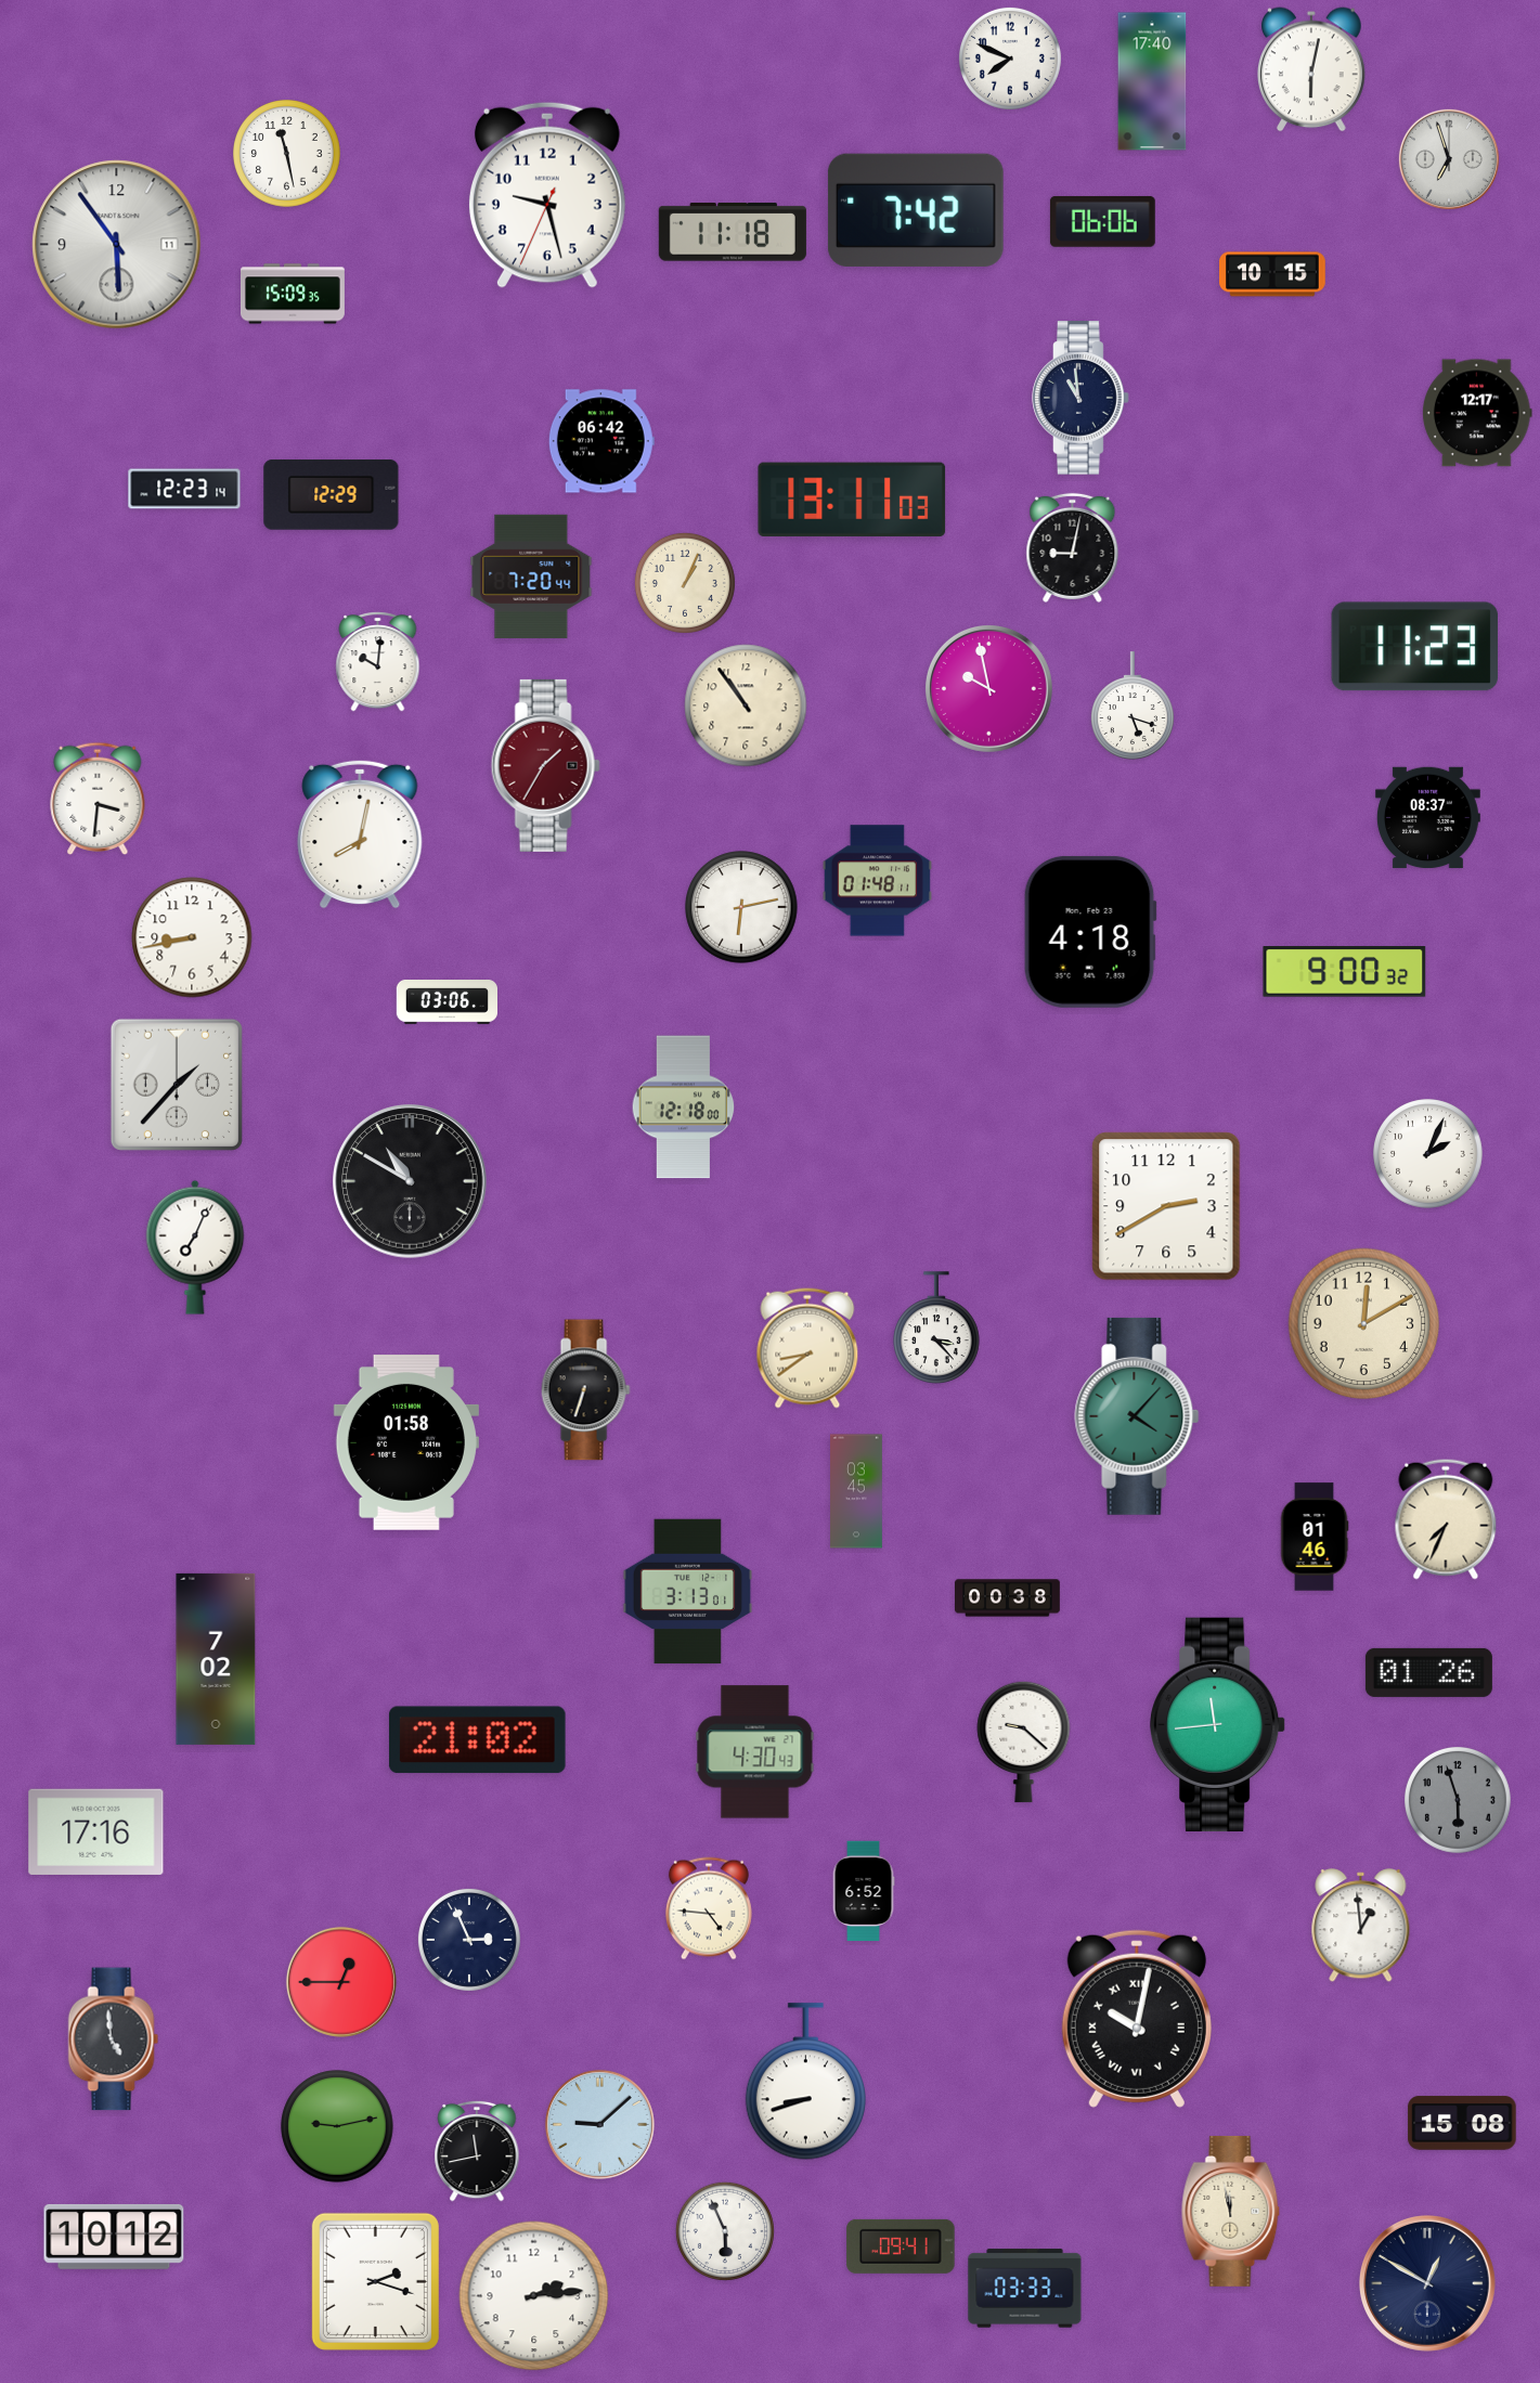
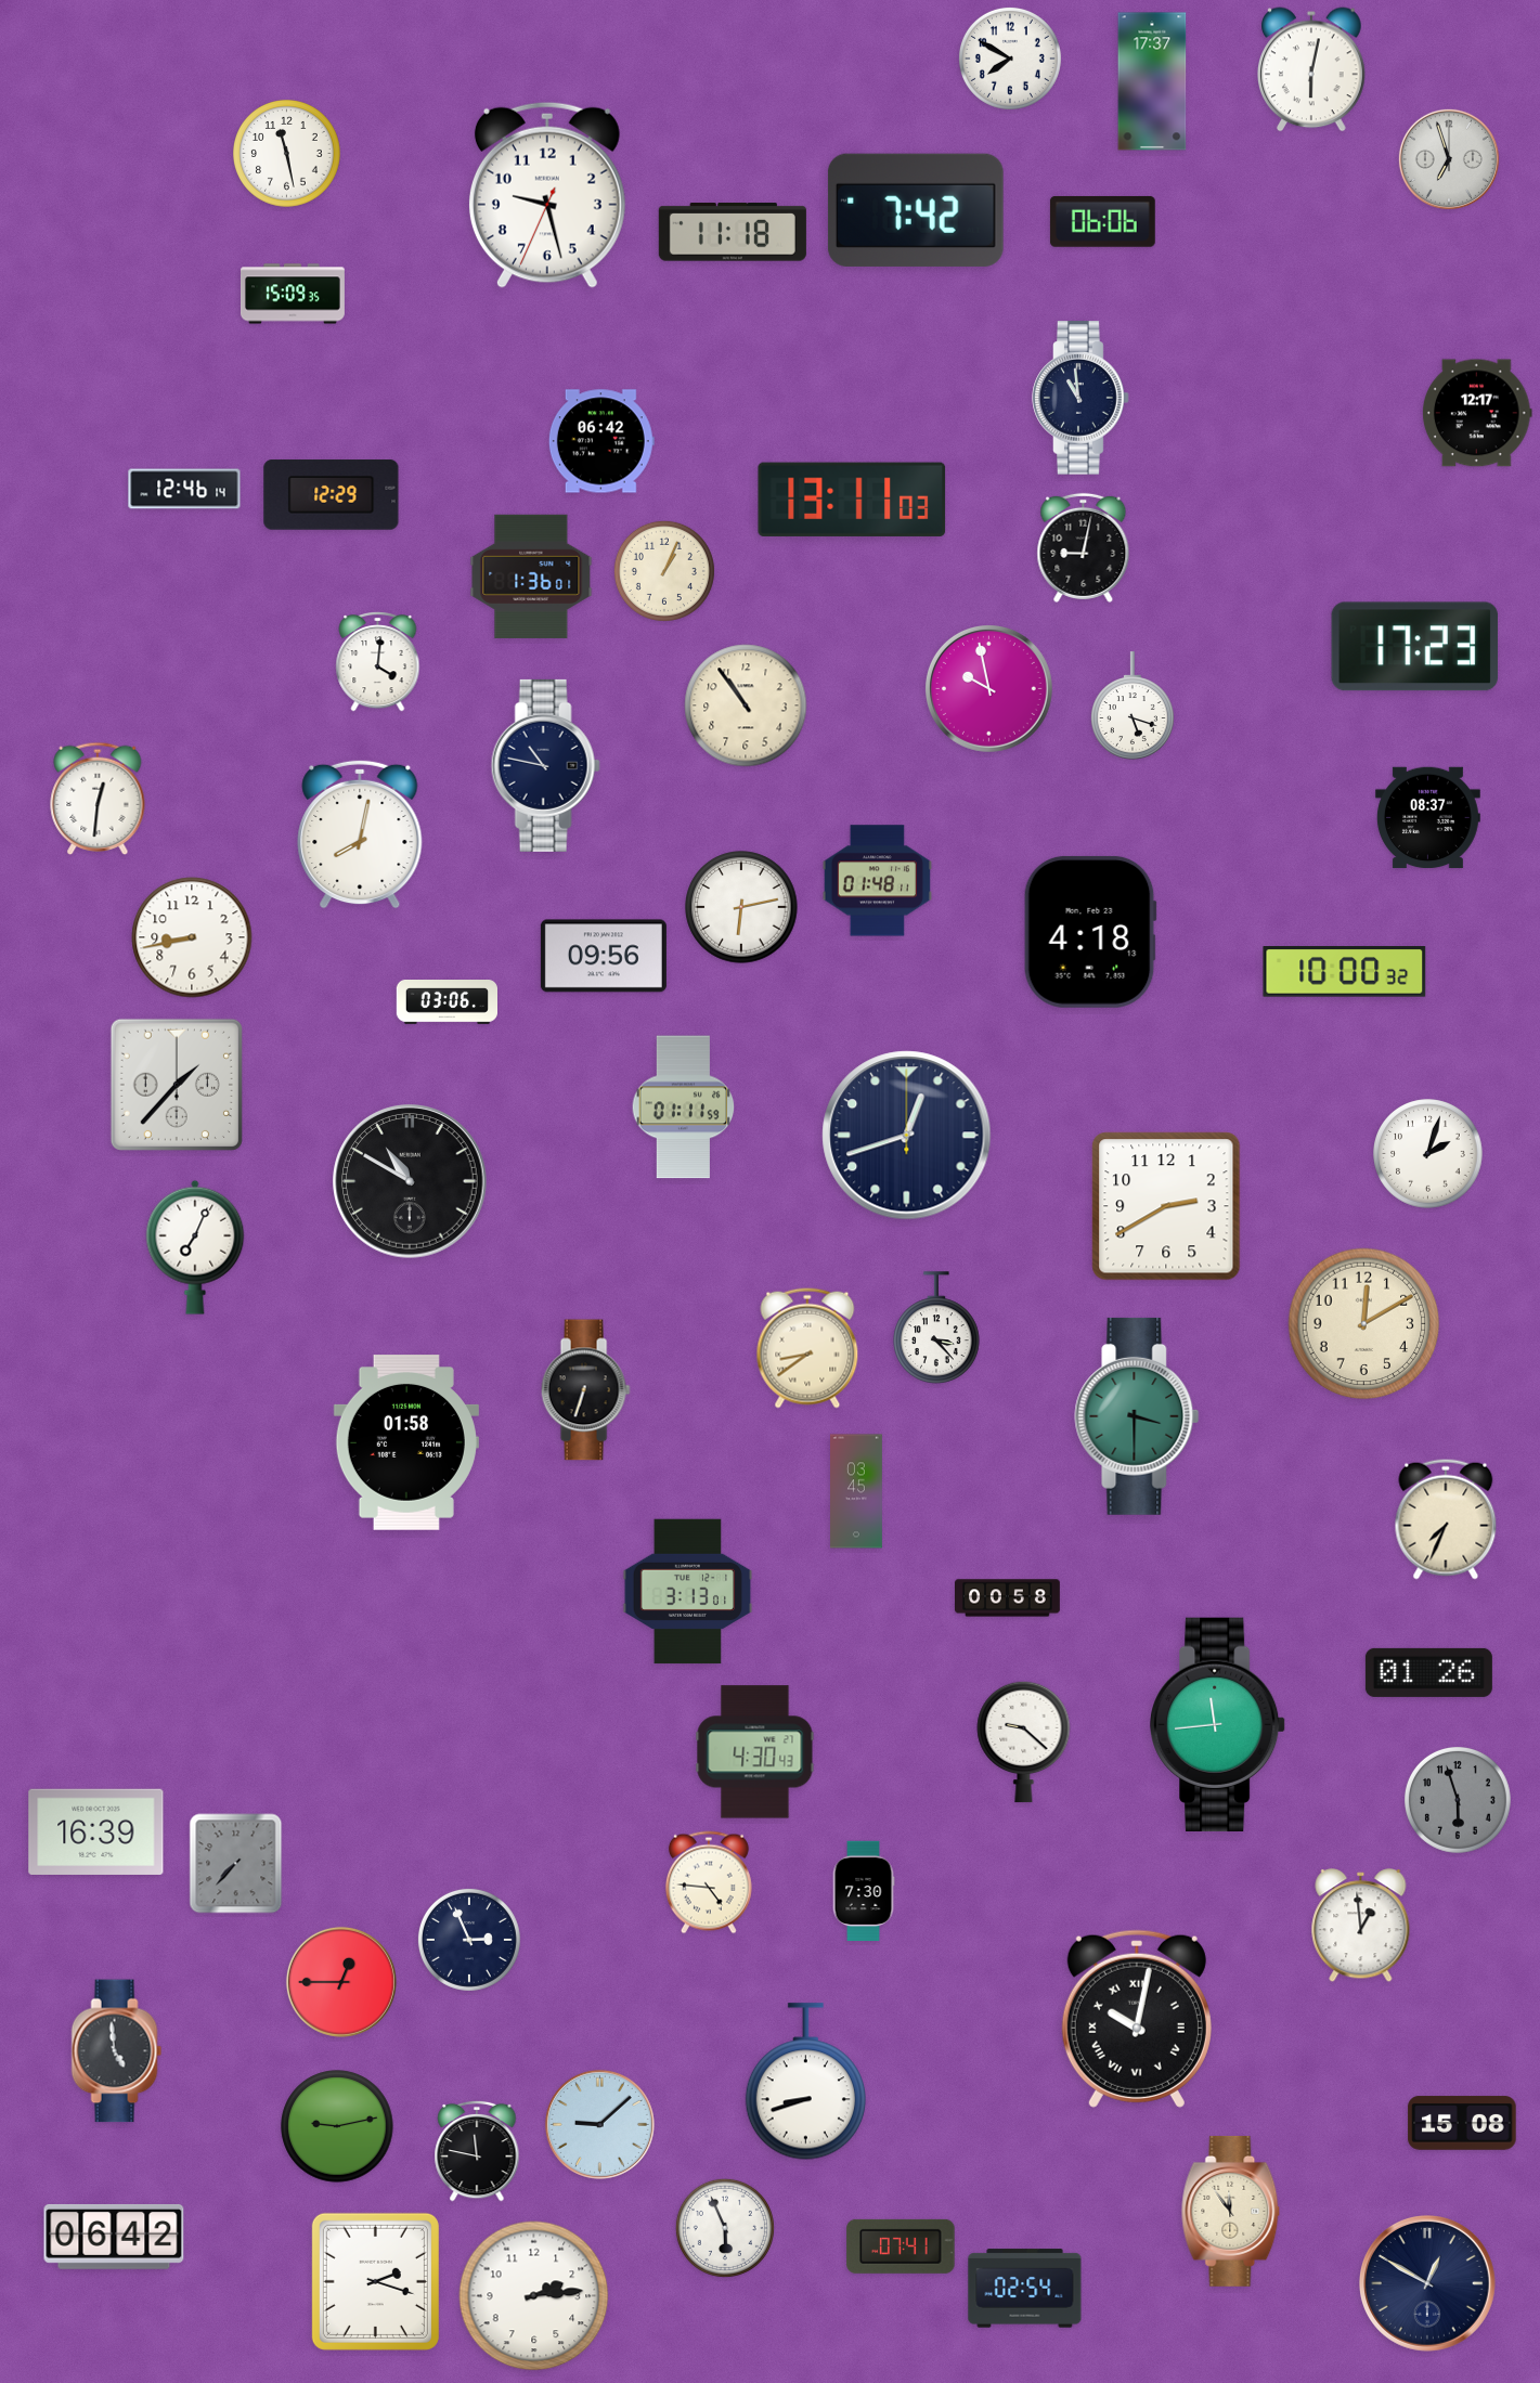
clock at (1010, 59): 7:49 -> 7:50
clock at (1152, 81): 17:40 -> 17:37
clock at (117, 245): 5:54 -> none
clock at (1272, 274): 10:15 -> none
clock at (184, 489): 12:23 -> 12:46
clock at (1073, 547) position: (1073, 547) -> (1084, 547)
clock at (531, 577): 7:20 -> 1:36
clock at (685, 583) position: (685, 583) -> (664, 571)
clock at (1415, 647): 11:23 -> 17:23
clock at (378, 661): 10:01 -> 4:01
clock at (545, 765): 1:35 -> 10:47
clock at (545, 765) dial: burgundy -> navy
clock at (98, 798): 3:31 -> 12:31
clock at (604, 956): none -> 09:56
clock at (1345, 972): 9:00 -> 10:00
clock at (684, 1108): 12:18 -> 01:11
clock at (907, 1136): none -> 12:42
clock at (1428, 1154): 2:04 -> 2:03
clock at (1137, 1416): 4:07 -> 3:30
clock at (1315, 1537): 01:46 -> none
clock at (1008, 1598): 00:38 -> 00:58
clock at (216, 1659): 7:02 -> none
clock at (477, 1740): 21:02 -> none
clock at (96, 1831): 17:16 -> 16:39
clock at (236, 1864): none -> 7:37
clock at (864, 1891): 6:52 -> 7:30
clock at (709, 1908) position: (709, 1908) -> (709, 1882)
clock at (114, 2039) position: (114, 2039) -> (117, 2051)
clock at (477, 2151): 11:43 -> 11:47
clock at (1231, 2211): 11:58 -> 11:54
clock at (725, 2231) position: (725, 2231) -> (725, 2228)
clock at (114, 2237): 10:12 -> 06:42
clock at (901, 2246): 09:41 -> 07:41
clock at (1025, 2289): 03:33 -> 02:54
